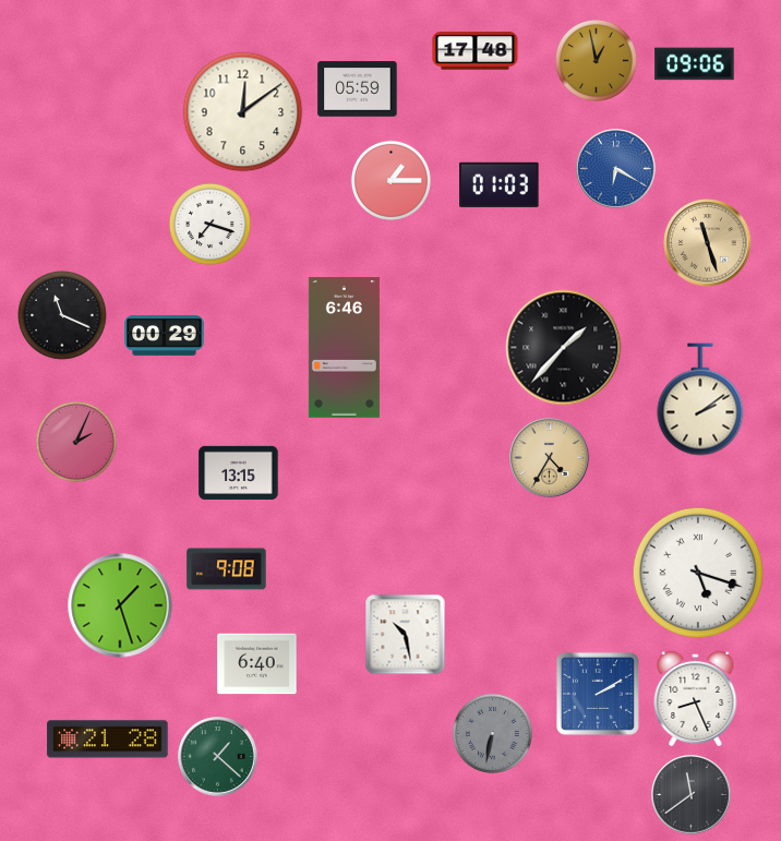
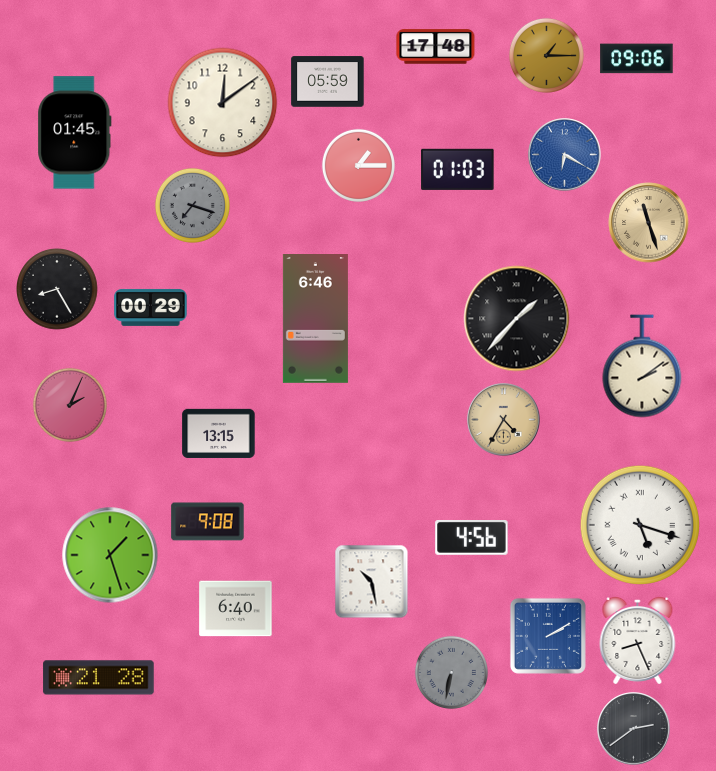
clock at (596, 60): 12:58 -> 1:15
clock at (75, 133): none -> 01:45
clock at (209, 224) dial: white -> grey
clock at (62, 315): 11:19 -> 8:25
clock at (472, 538): none -> 4:56
clock at (218, 757): 1:22 -> none
clock at (692, 795): 11:39 -> 2:39
